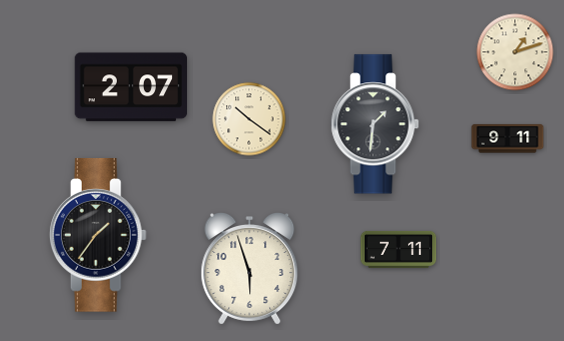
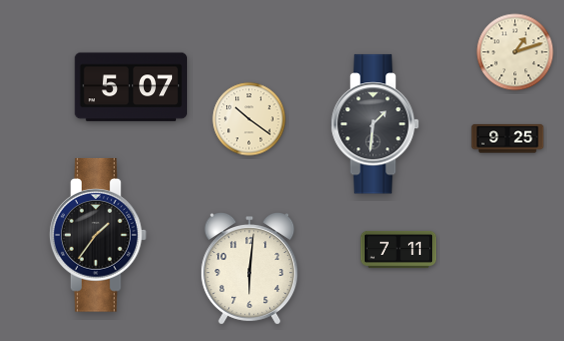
clock at (131, 87): 2:07 -> 5:07
clock at (508, 139): 9:11 -> 9:25
clock at (250, 269): 5:57 -> 6:01
